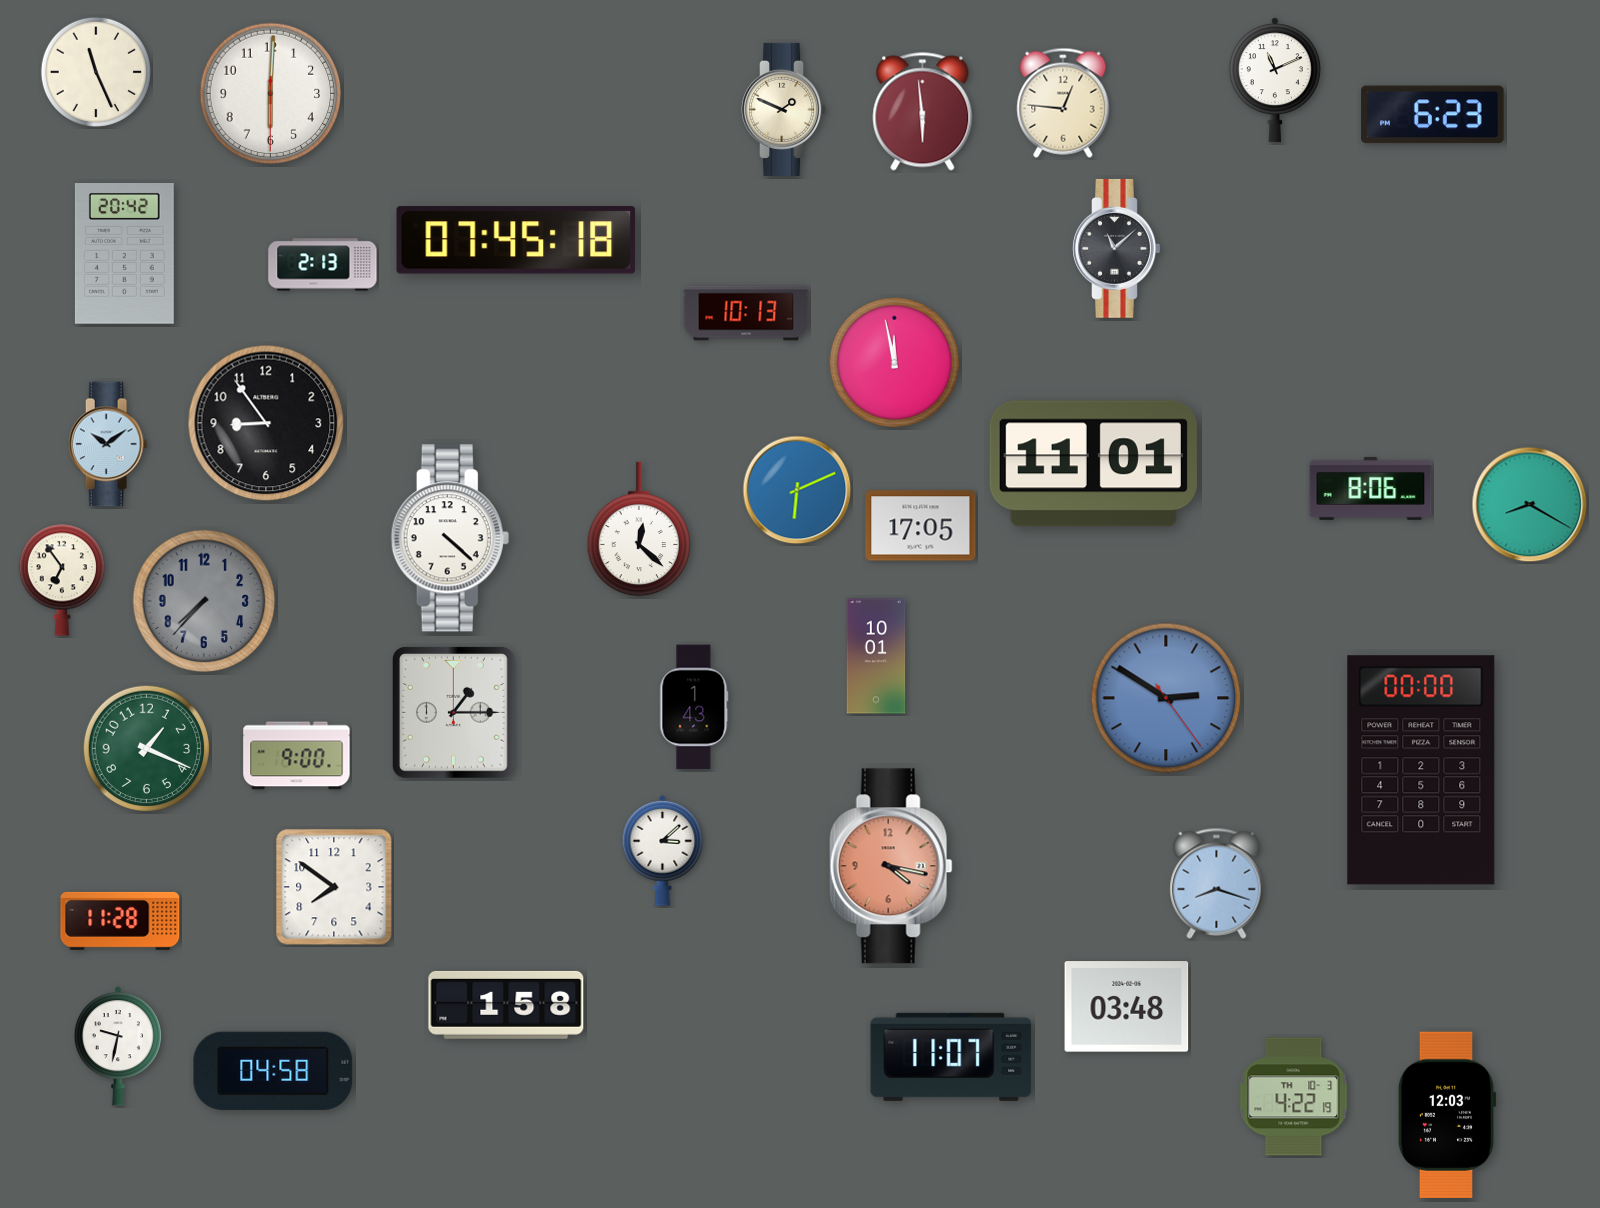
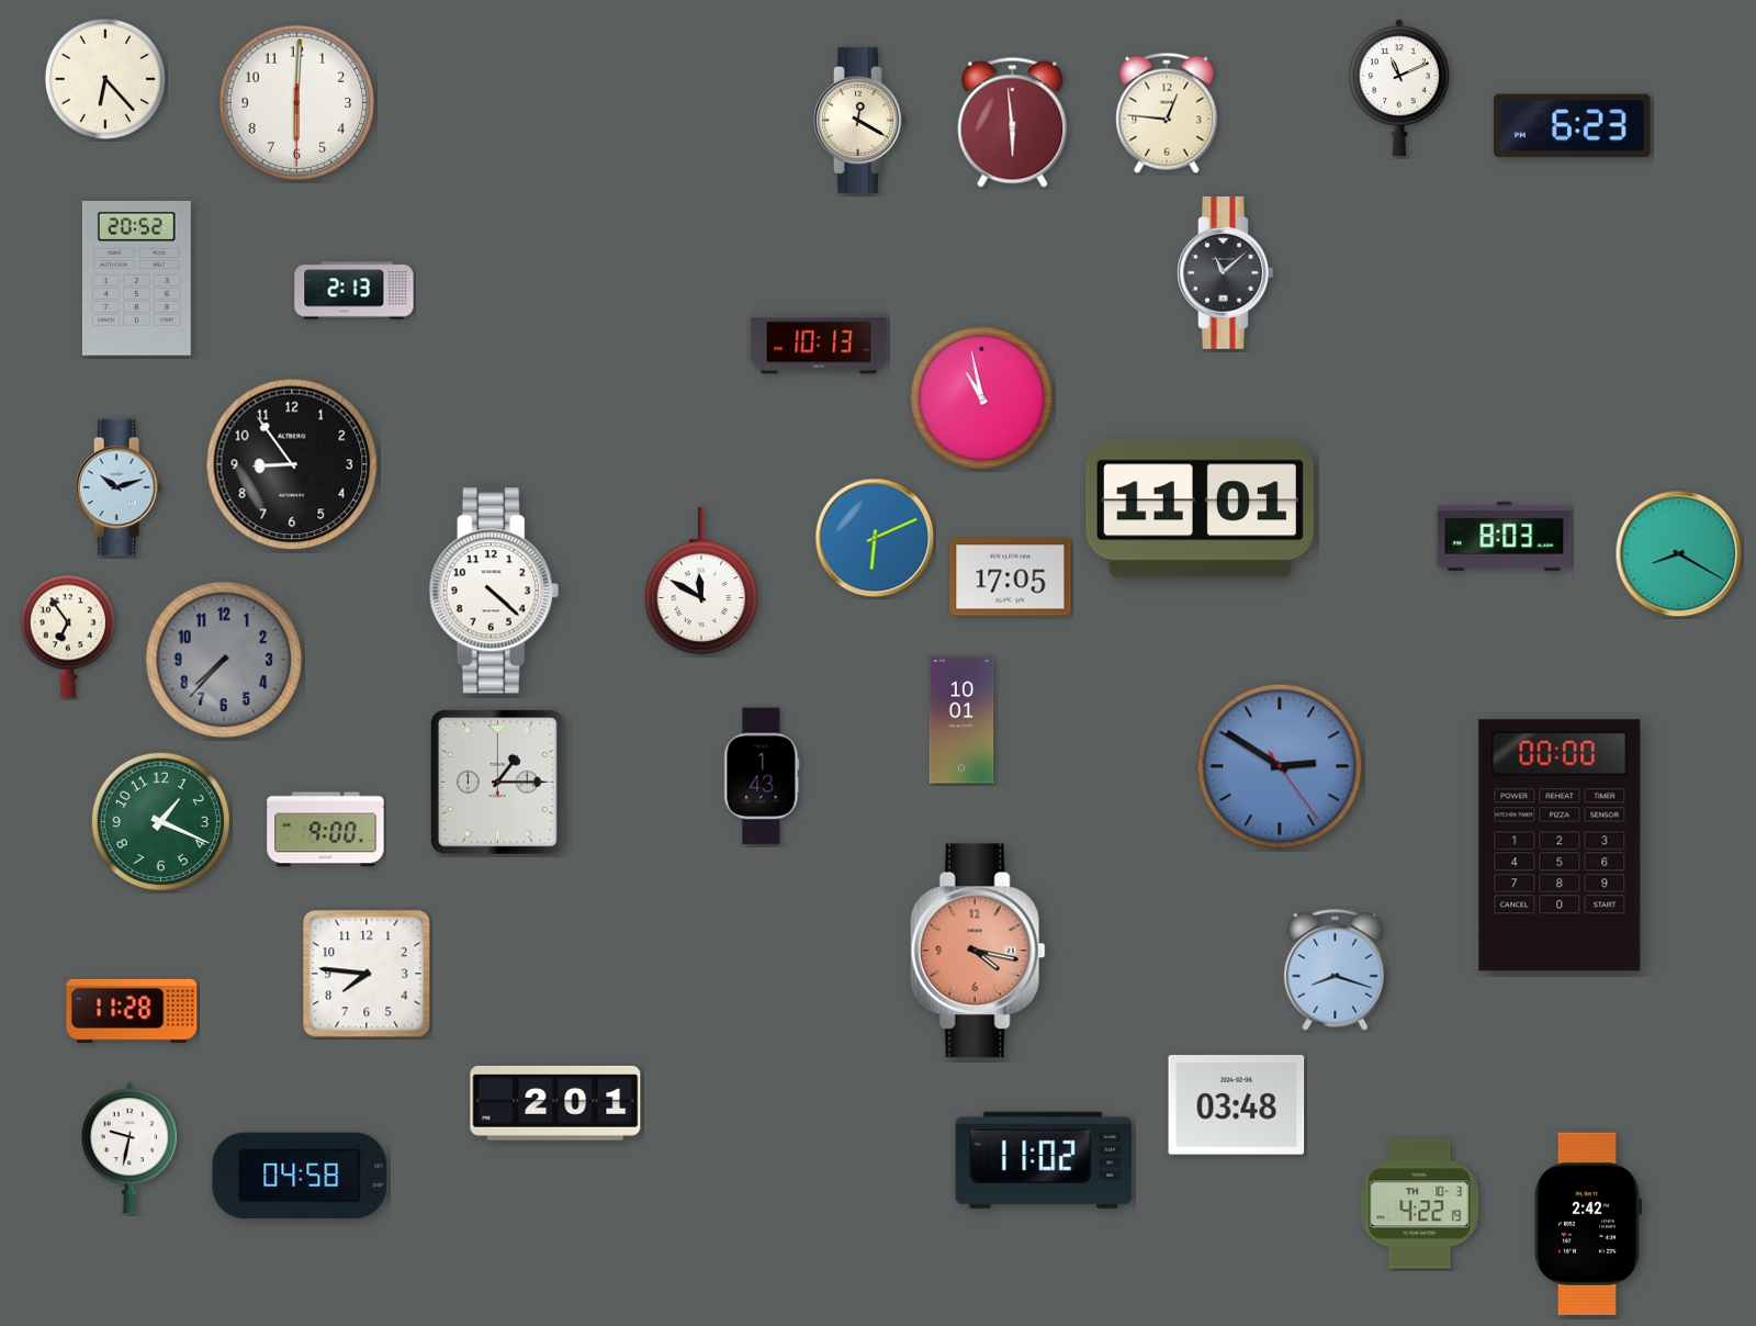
clock at (96, 72): 11:26 -> 6:23
clock at (784, 109): 1:49 -> 12:20
clock at (516, 240): 07:45 -> none
clock at (124, 254): 20:42 -> 20:52
clock at (895, 363): 11:58 -> 10:58
clock at (108, 444): 10:09 -> 10:12
clock at (1371, 488): 8:06 -> 8:03
clock at (638, 529): 12:22 -> 11:50
clock at (663, 850): 3:08 -> none
clock at (334, 887): 7:51 -> 7:46
clock at (506, 1005): 1:58 -> 2:01
clock at (951, 1057): 11:07 -> 11:02
clock at (1447, 1114): 12:03 -> 2:42
